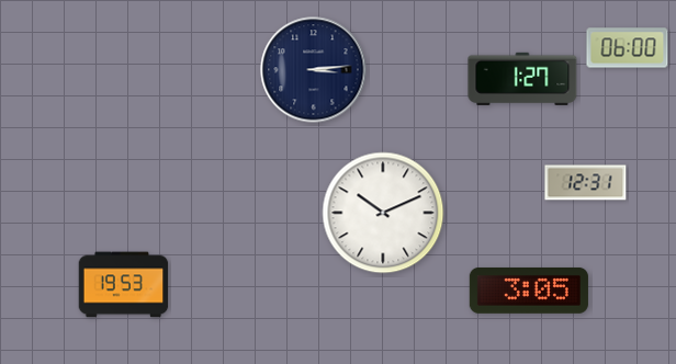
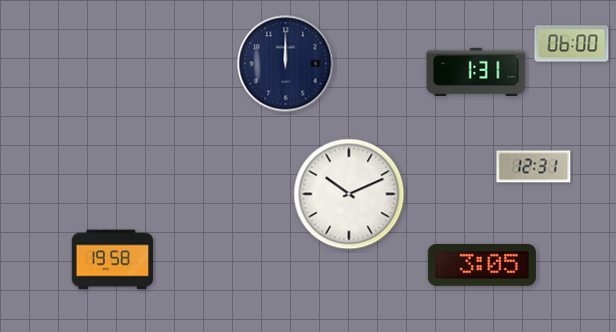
clock at (314, 70): 3:14 -> 12:00
clock at (522, 79): 1:27 -> 1:31
clock at (124, 285): 19:53 -> 19:58
